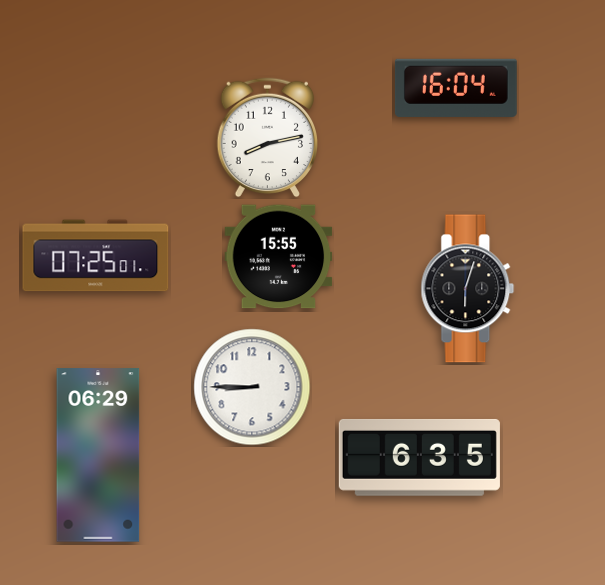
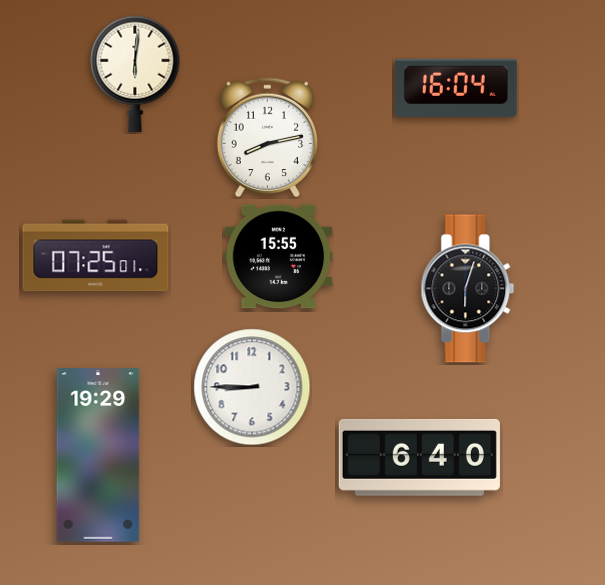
clock at (135, 74): none -> 6:01
clock at (98, 455): 06:29 -> 19:29
clock at (419, 457): 6:35 -> 6:40
